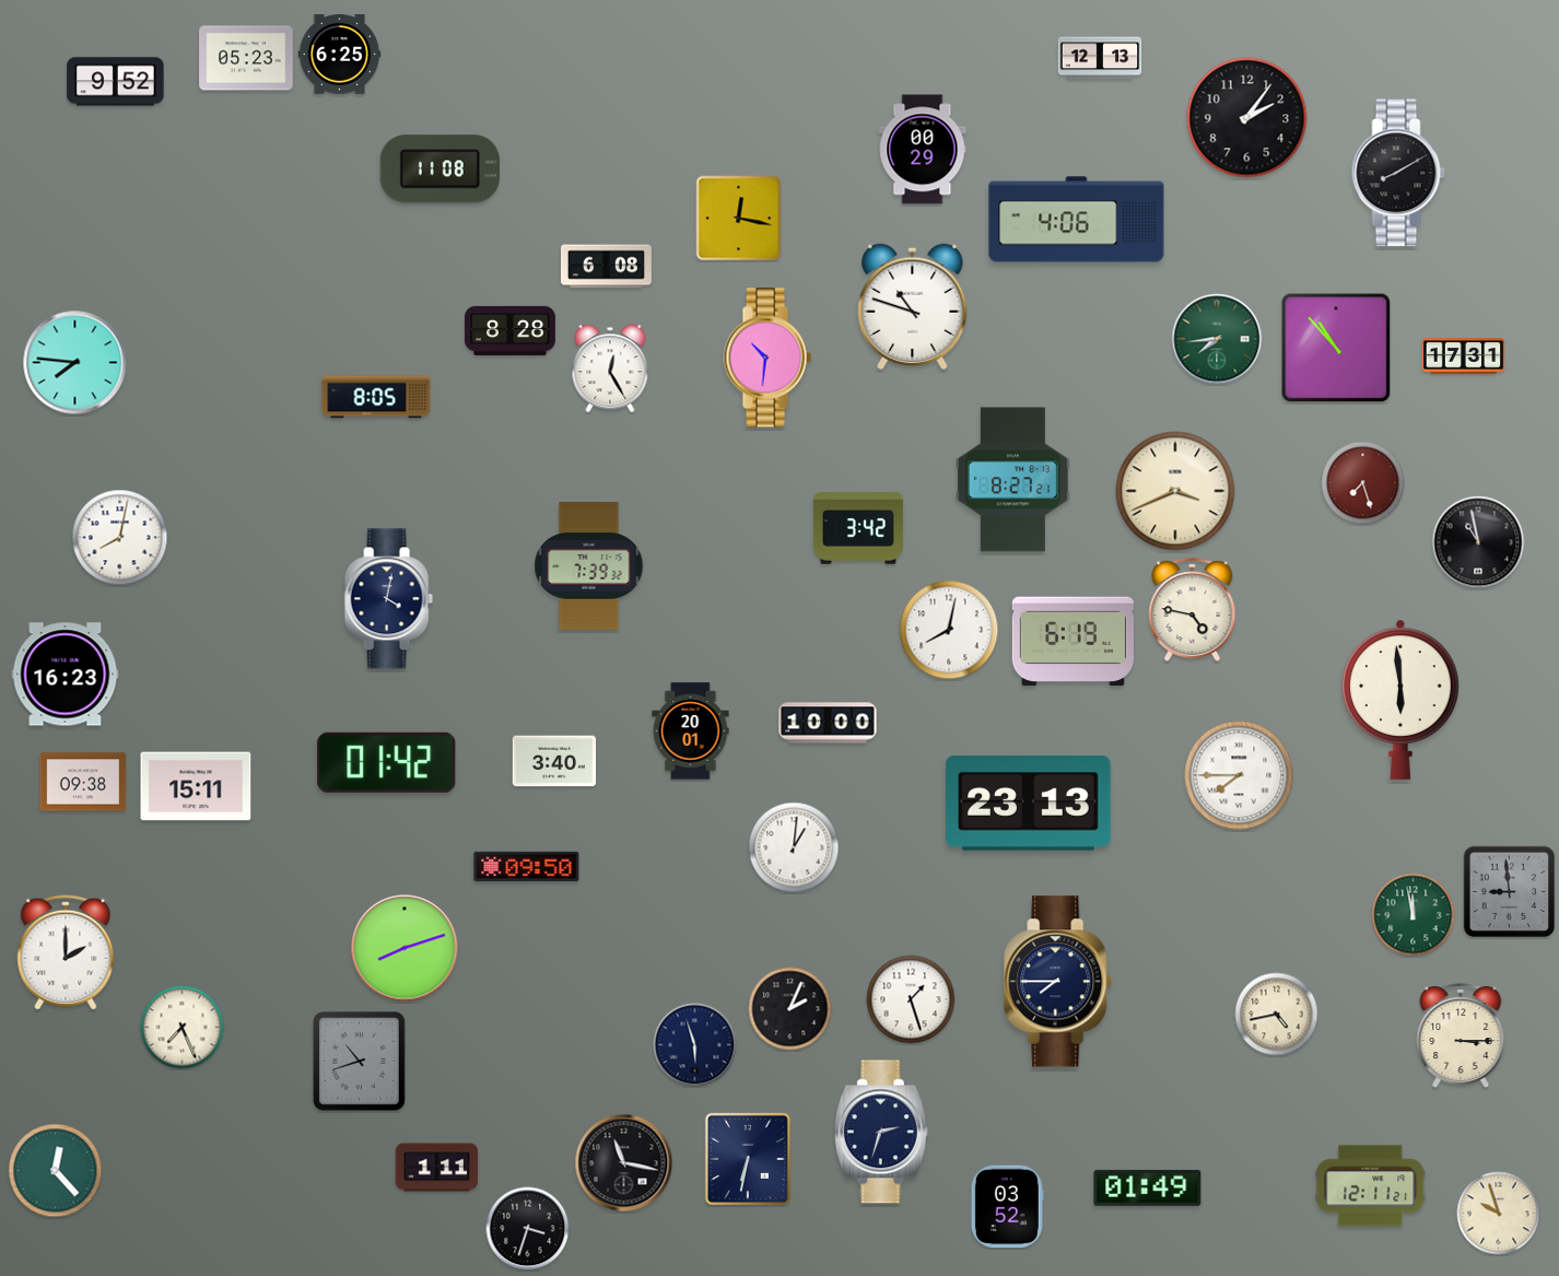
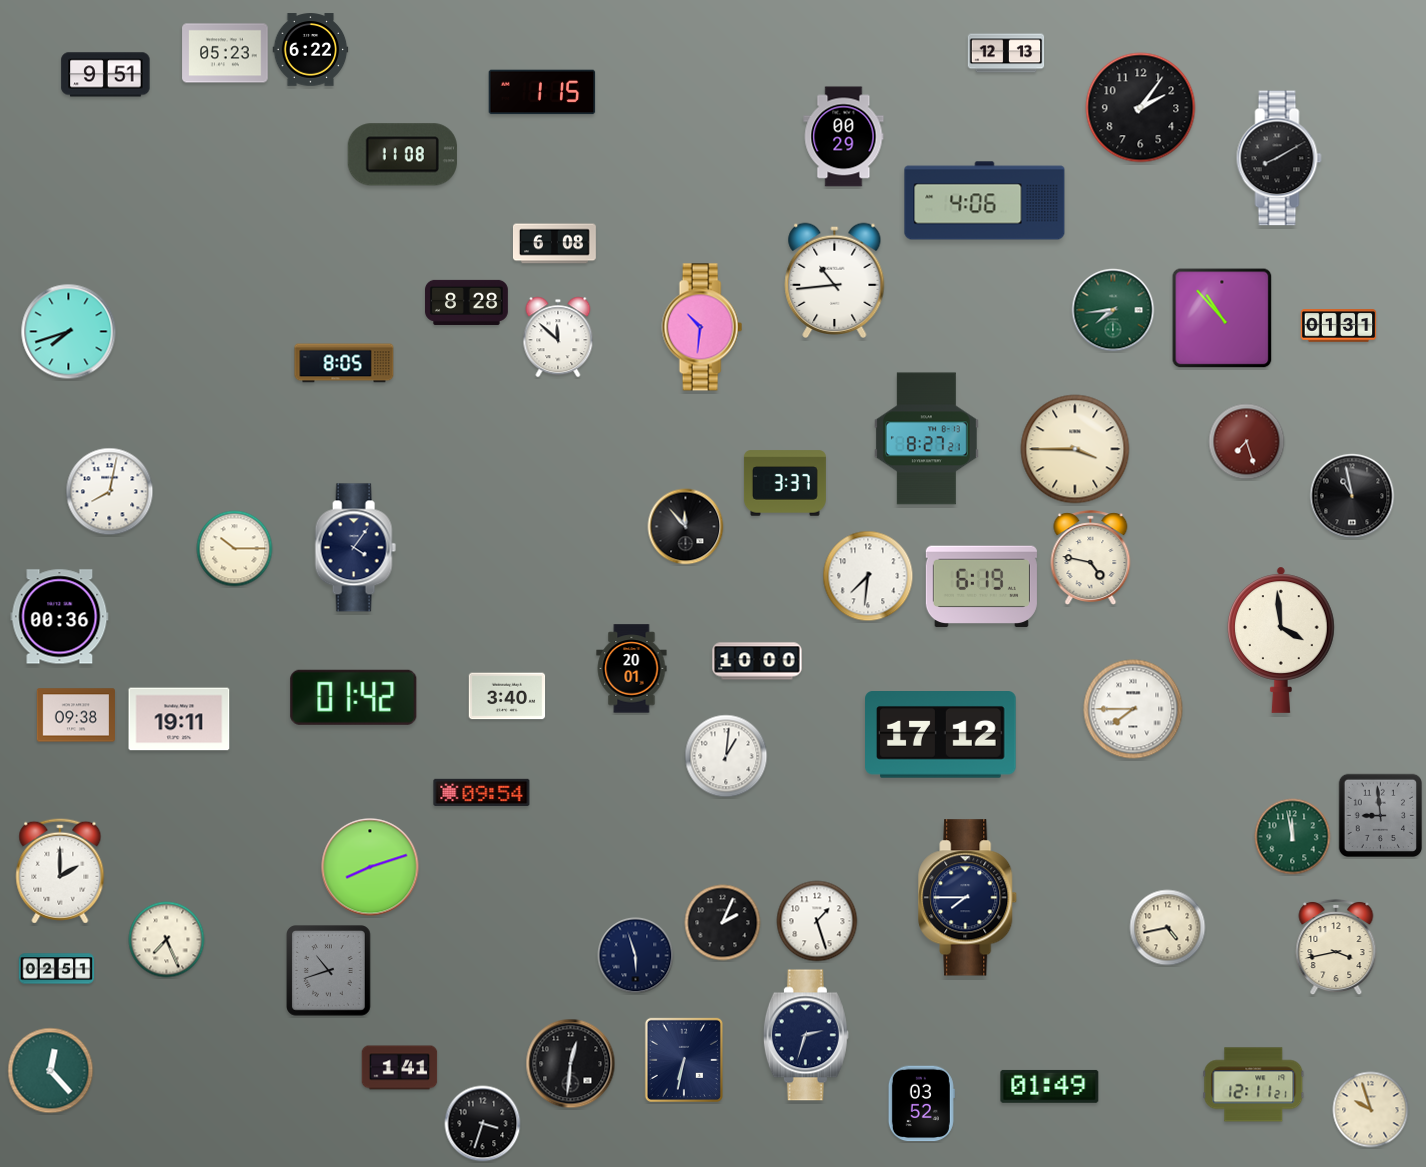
clock at (340, 55): 6:25 -> 6:22
clock at (116, 82): 9:52 -> 9:51
clock at (542, 92): none -> 1:15
clock at (739, 219): 12:17 -> none
clock at (913, 306): 10:48 -> 10:44
clock at (1464, 356): 17:31 -> 01:31
clock at (75, 363): 7:46 -> 7:42
clock at (610, 368): 12:25 -> 11:52
clock at (1175, 491): 3:41 -> 3:45
clock at (858, 528): 3:42 -> 3:37
clock at (589, 566): 7:39 -> none
clock at (686, 527): none -> 11:53
clock at (388, 599): 4:02 -> 4:06
clock at (235, 549): none -> 10:15
clock at (949, 630): 8:02 -> 7:31
clock at (66, 675): 16:23 -> 00:36
clock at (1400, 700): 5:59 -> 3:59
clock at (196, 786): 15:11 -> 19:11
clock at (1029, 804): 23:13 -> 17:12
clock at (794, 847) position: (794, 847) -> (726, 756)
clock at (527, 866): 09:50 -> 09:54
clock at (911, 999) position: (911, 999) -> (817, 921)
clock at (1461, 1035): 3:15 -> 3:43
clock at (57, 969): none -> 02:51
clock at (624, 1163): 11:17 -> 12:31
clock at (437, 1168): 1:11 -> 1:41
